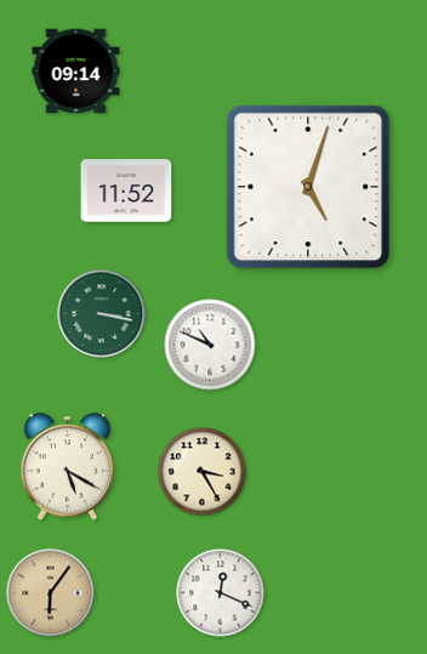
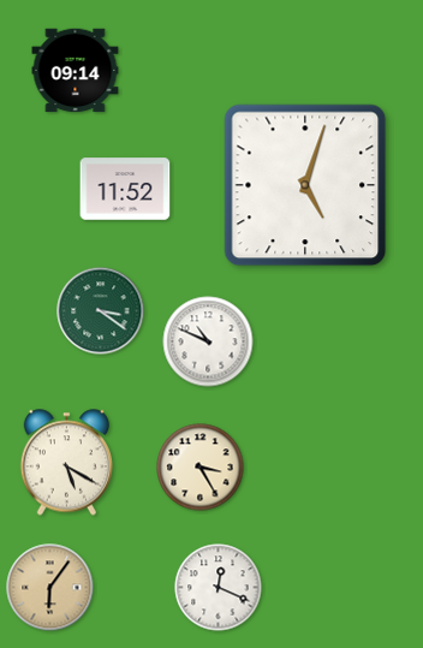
clock at (102, 314): 3:17 -> 3:21
